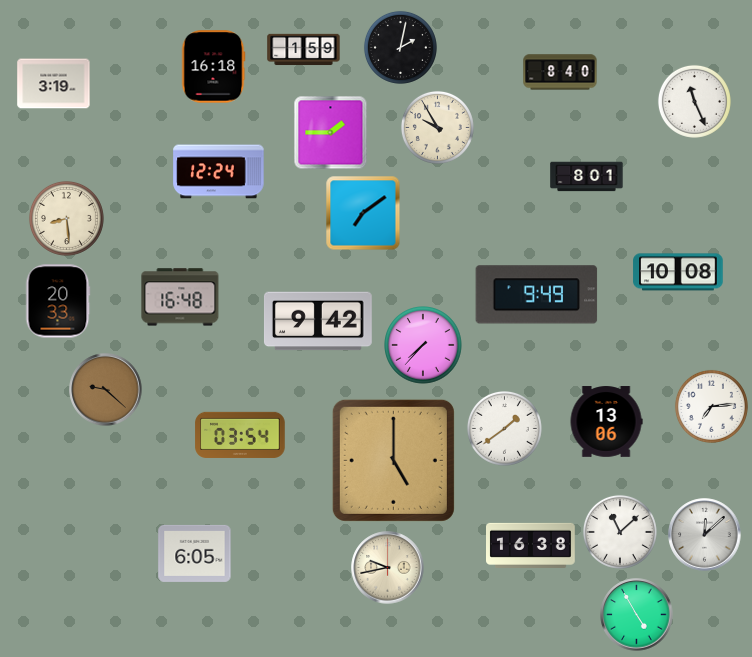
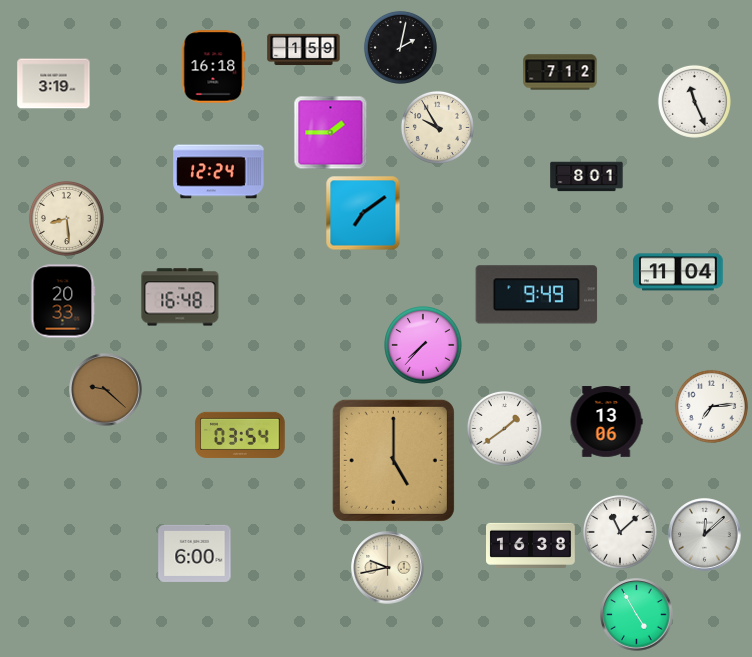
clock at (560, 72): 8:40 -> 7:12
clock at (678, 272): 10:08 -> 11:04
clock at (58, 301) position: (58, 301) -> (63, 301)
clock at (318, 321): 9:42 -> none
clock at (195, 553): 6:05 -> 6:00
